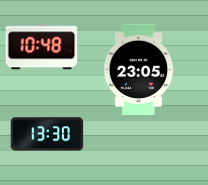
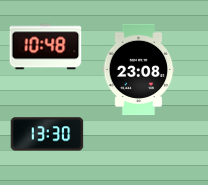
clock at (42, 47) position: (42, 47) -> (46, 47)
clock at (139, 70): 23:05 -> 23:08
